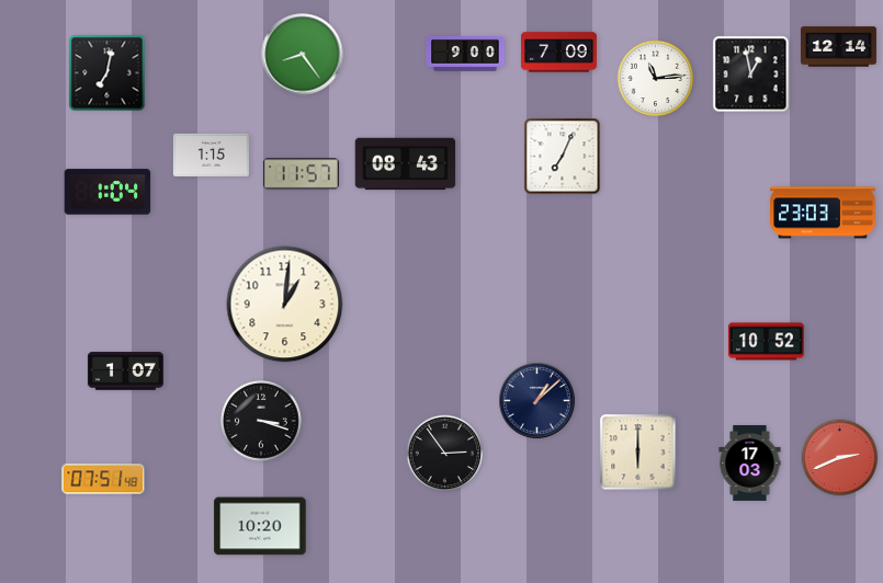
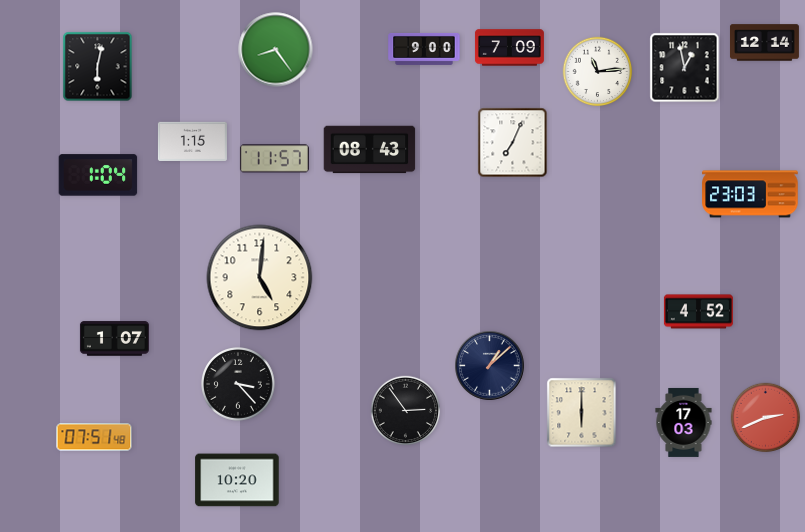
clock at (107, 73): 7:02 -> 6:02
clock at (285, 305): 1:01 -> 5:01
clock at (766, 342): 10:52 -> 4:52
clock at (262, 422): 3:18 -> 3:23
clock at (445, 454) position: (445, 454) -> (406, 411)
